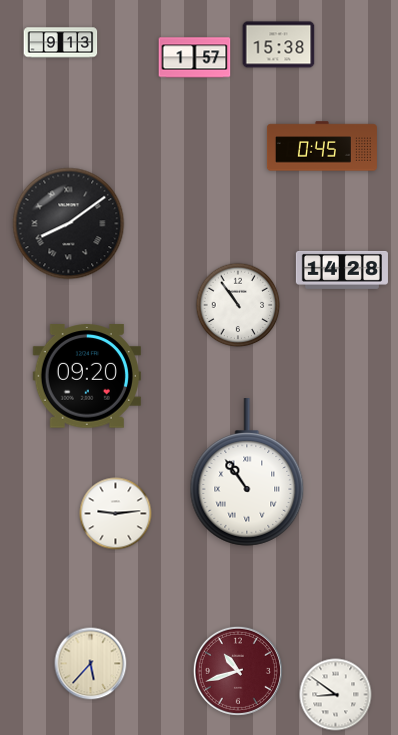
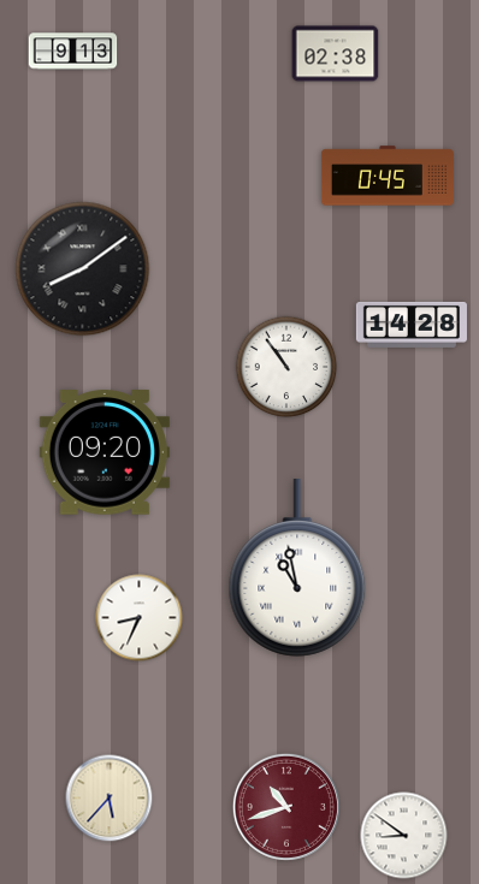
clock at (279, 45): 15:38 -> 02:38
clock at (195, 58): 1:57 -> none
clock at (247, 472): 10:54 -> 10:58
clock at (116, 514): 9:14 -> 8:34
